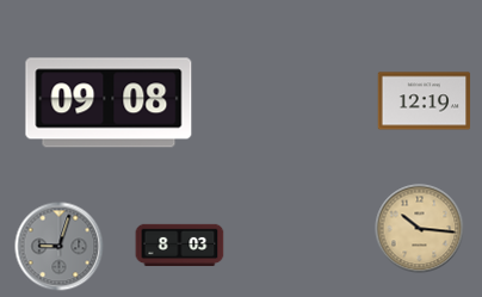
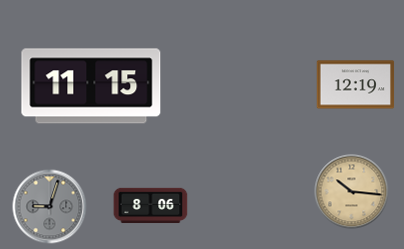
clock at (109, 103): 09:08 -> 11:15
clock at (180, 246): 8:03 -> 8:06
